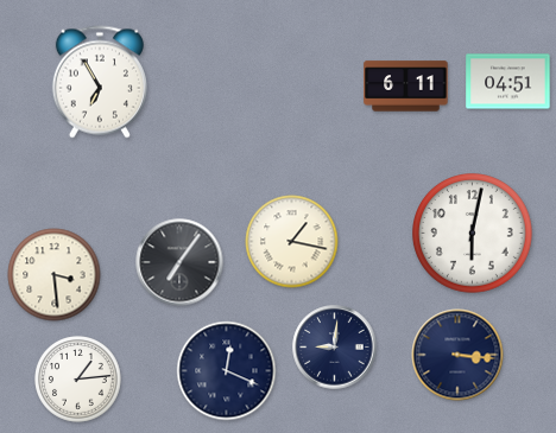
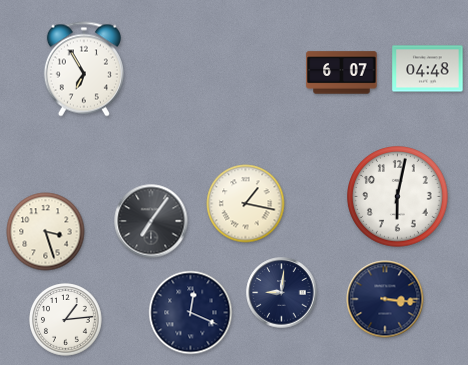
clock at (508, 82): 04:51 -> 04:48
clock at (406, 87): 6:11 -> 6:07
clock at (55, 275): 3:29 -> 3:27
